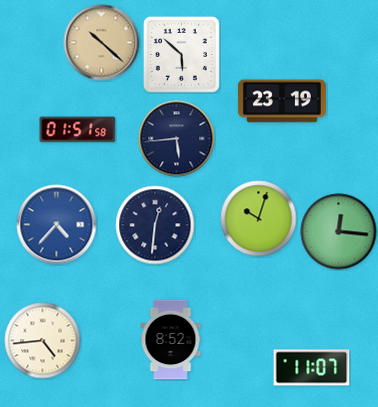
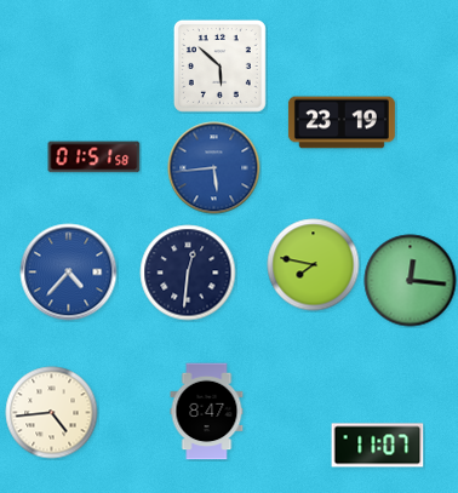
clock at (102, 43): 10:22 -> none
clock at (177, 139) dial: navy -> blue
clock at (259, 219): 10:03 -> 7:47
clock at (171, 340): 8:52 -> 8:47
